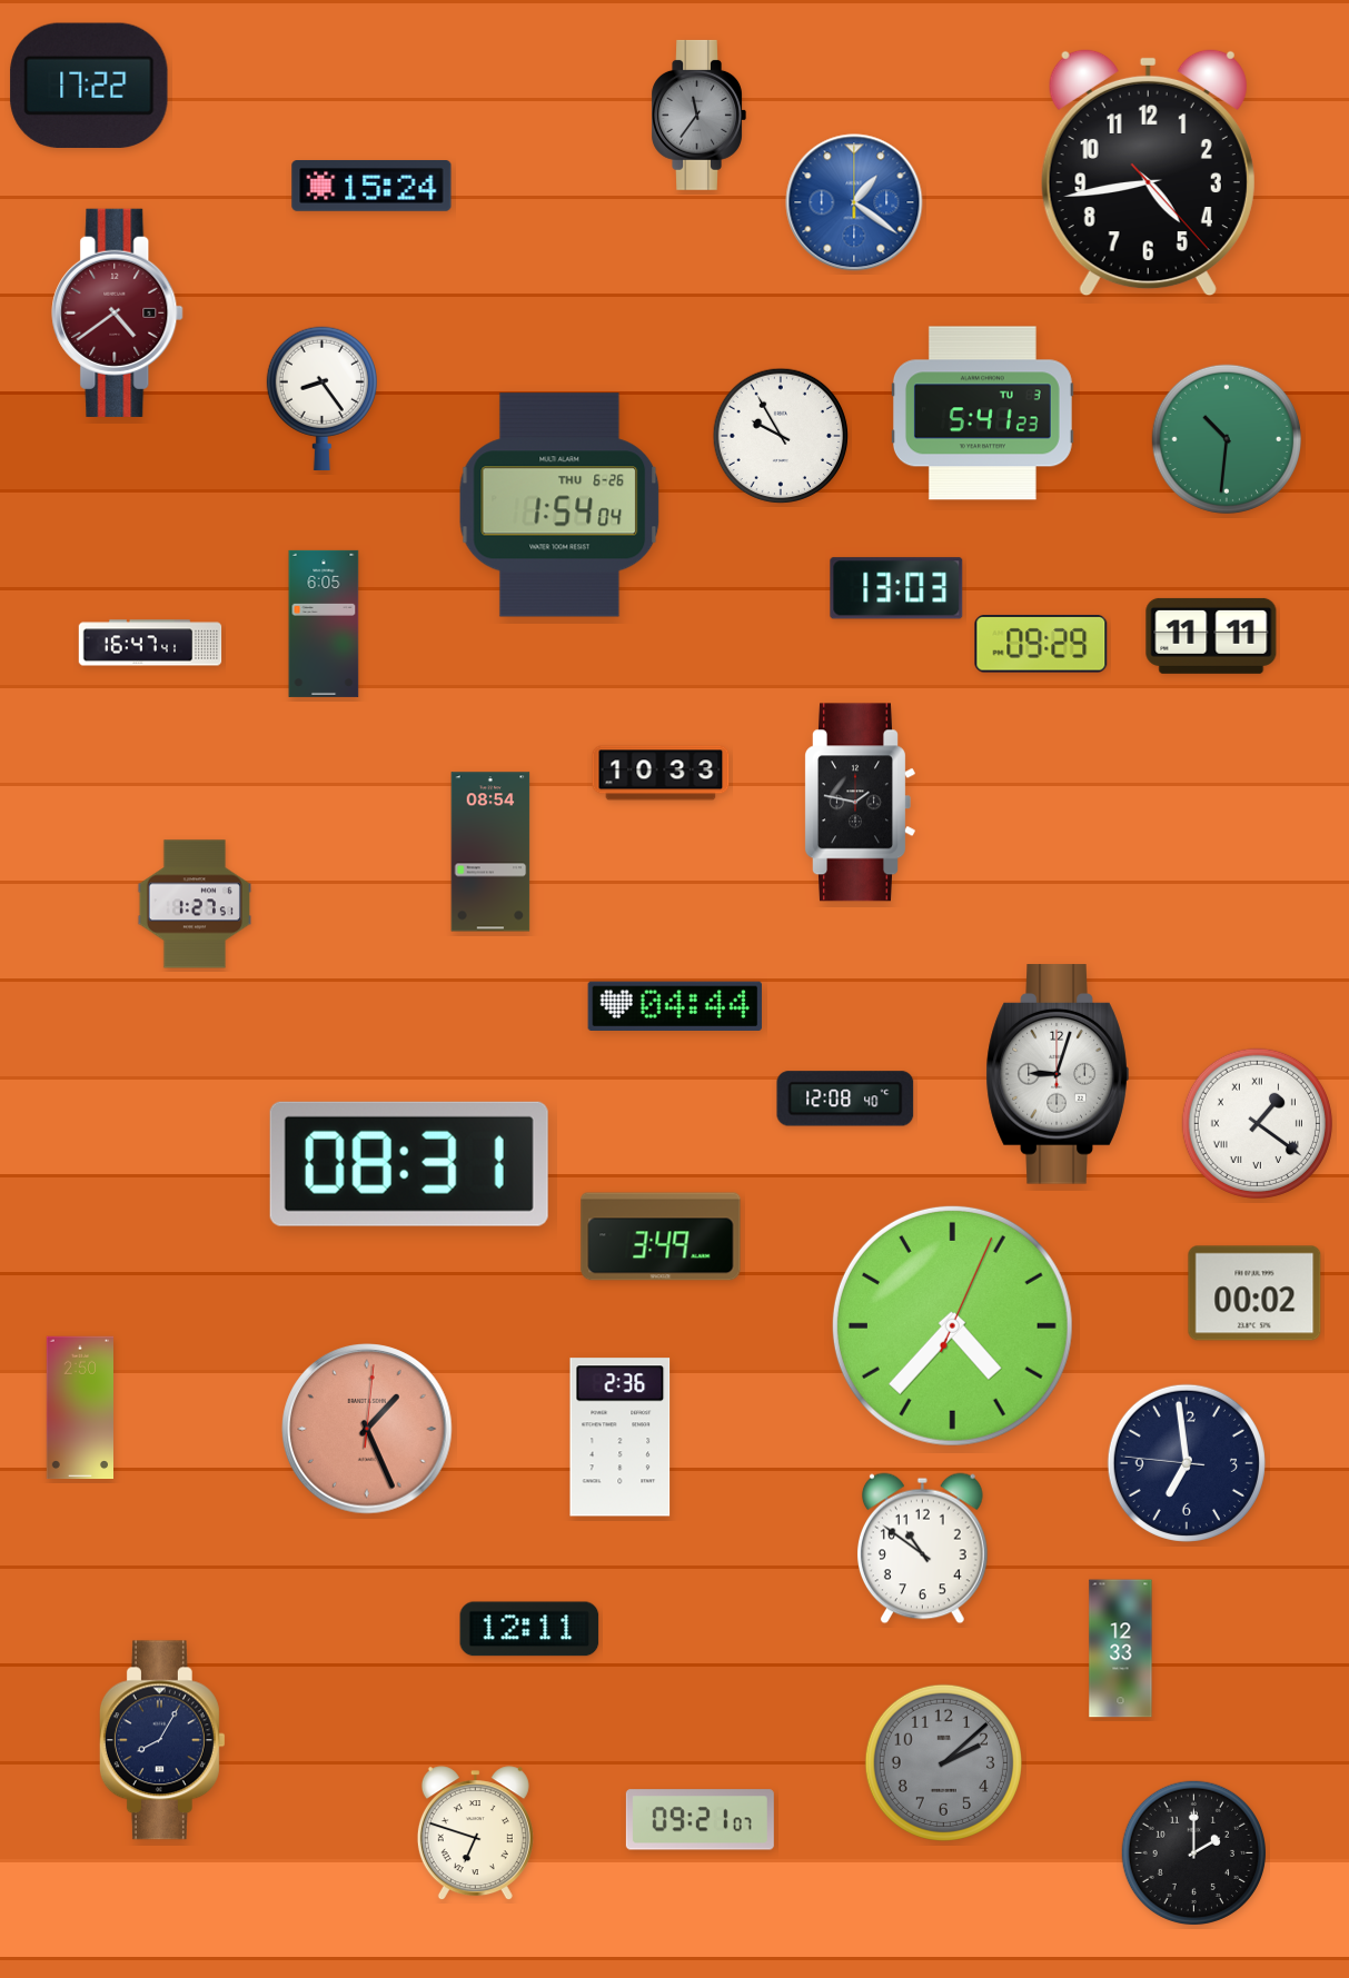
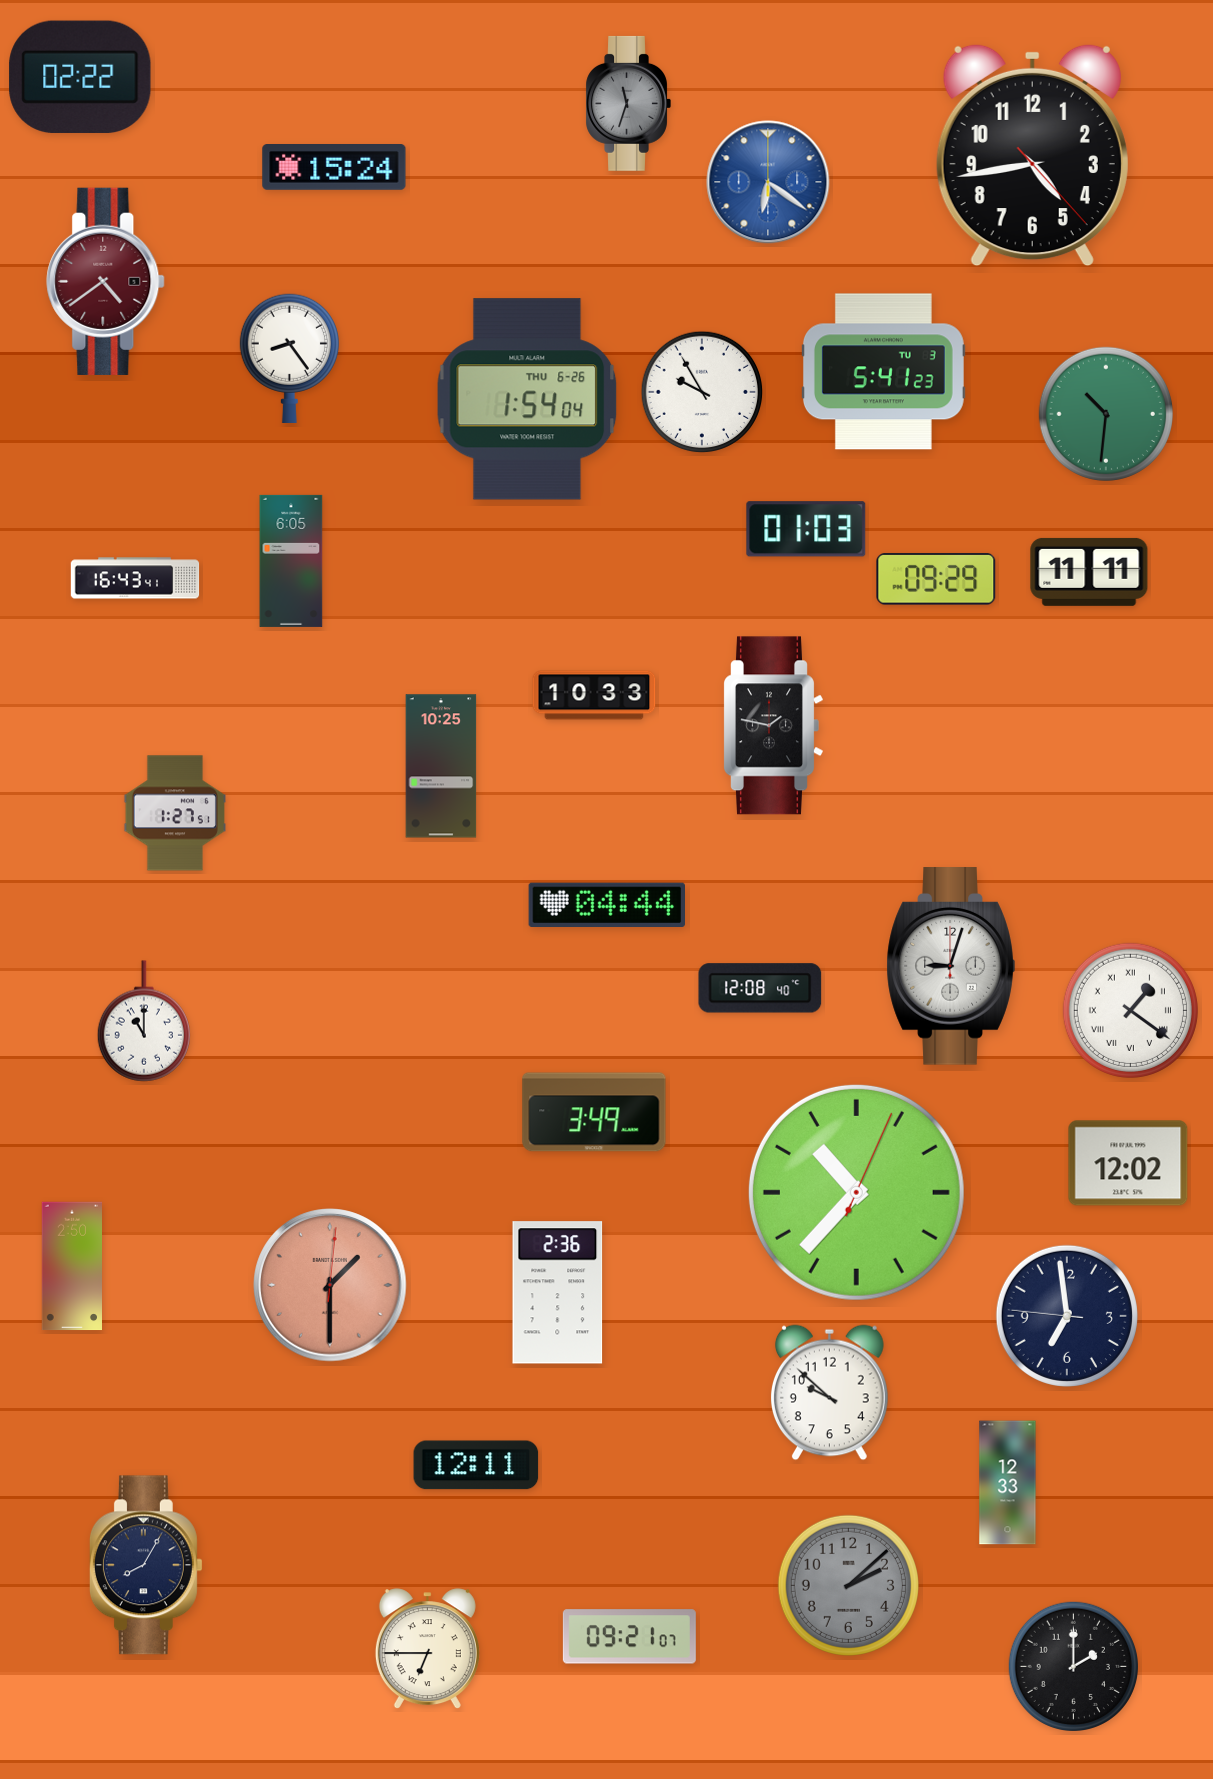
clock at (89, 85): 17:22 -> 02:22
clock at (698, 115): 11:36 -> 11:33
clock at (854, 202): 1:21 -> 6:21
clock at (1227, 439) position: (1227, 439) -> (1106, 414)
clock at (559, 505) position: (559, 505) -> (527, 399)
clock at (896, 588): 13:03 -> 01:03
clock at (150, 643): 16:47 -> 16:43
clock at (861, 803) position: (861, 803) -> (774, 726)
clock at (490, 852): 08:54 -> 10:25
clock at (143, 1021): none -> 11:00
clock at (409, 1164): 08:31 -> none
clock at (1254, 1293): 00:02 -> 12:02
clock at (952, 1325): 4:37 -> 10:37
clock at (367, 1429): 1:26 -> 1:30
clock at (922, 1549): 10:51 -> 9:52
clock at (475, 1833): 6:48 -> 6:45
